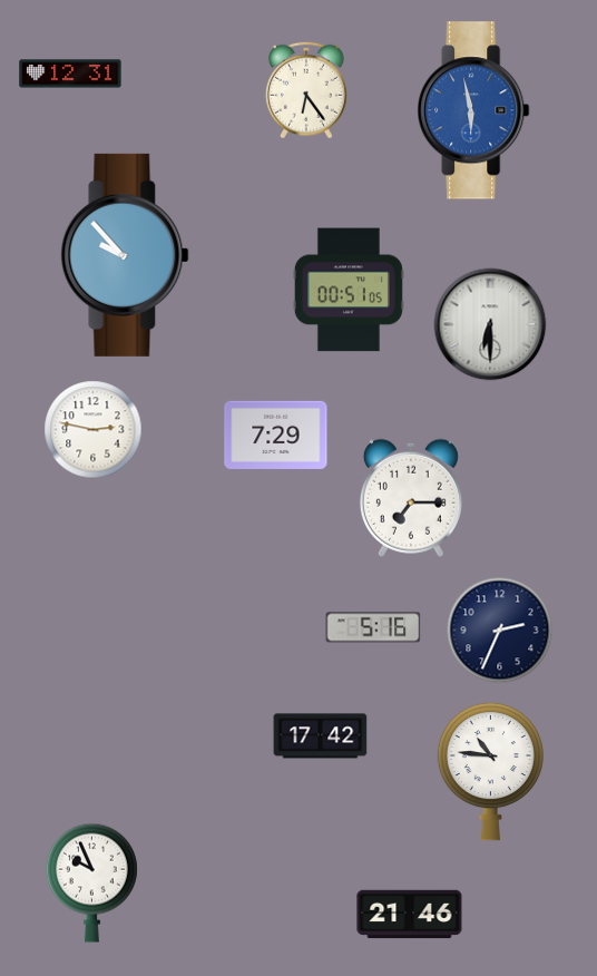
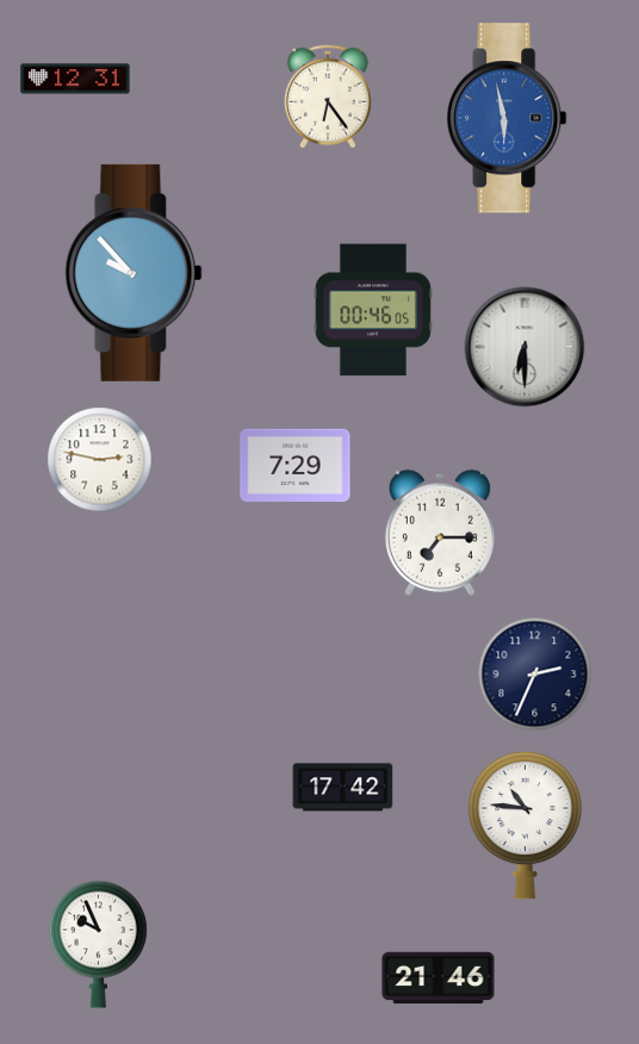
clock at (349, 290): 00:51 -> 00:46
clock at (373, 627): 5:16 -> none
